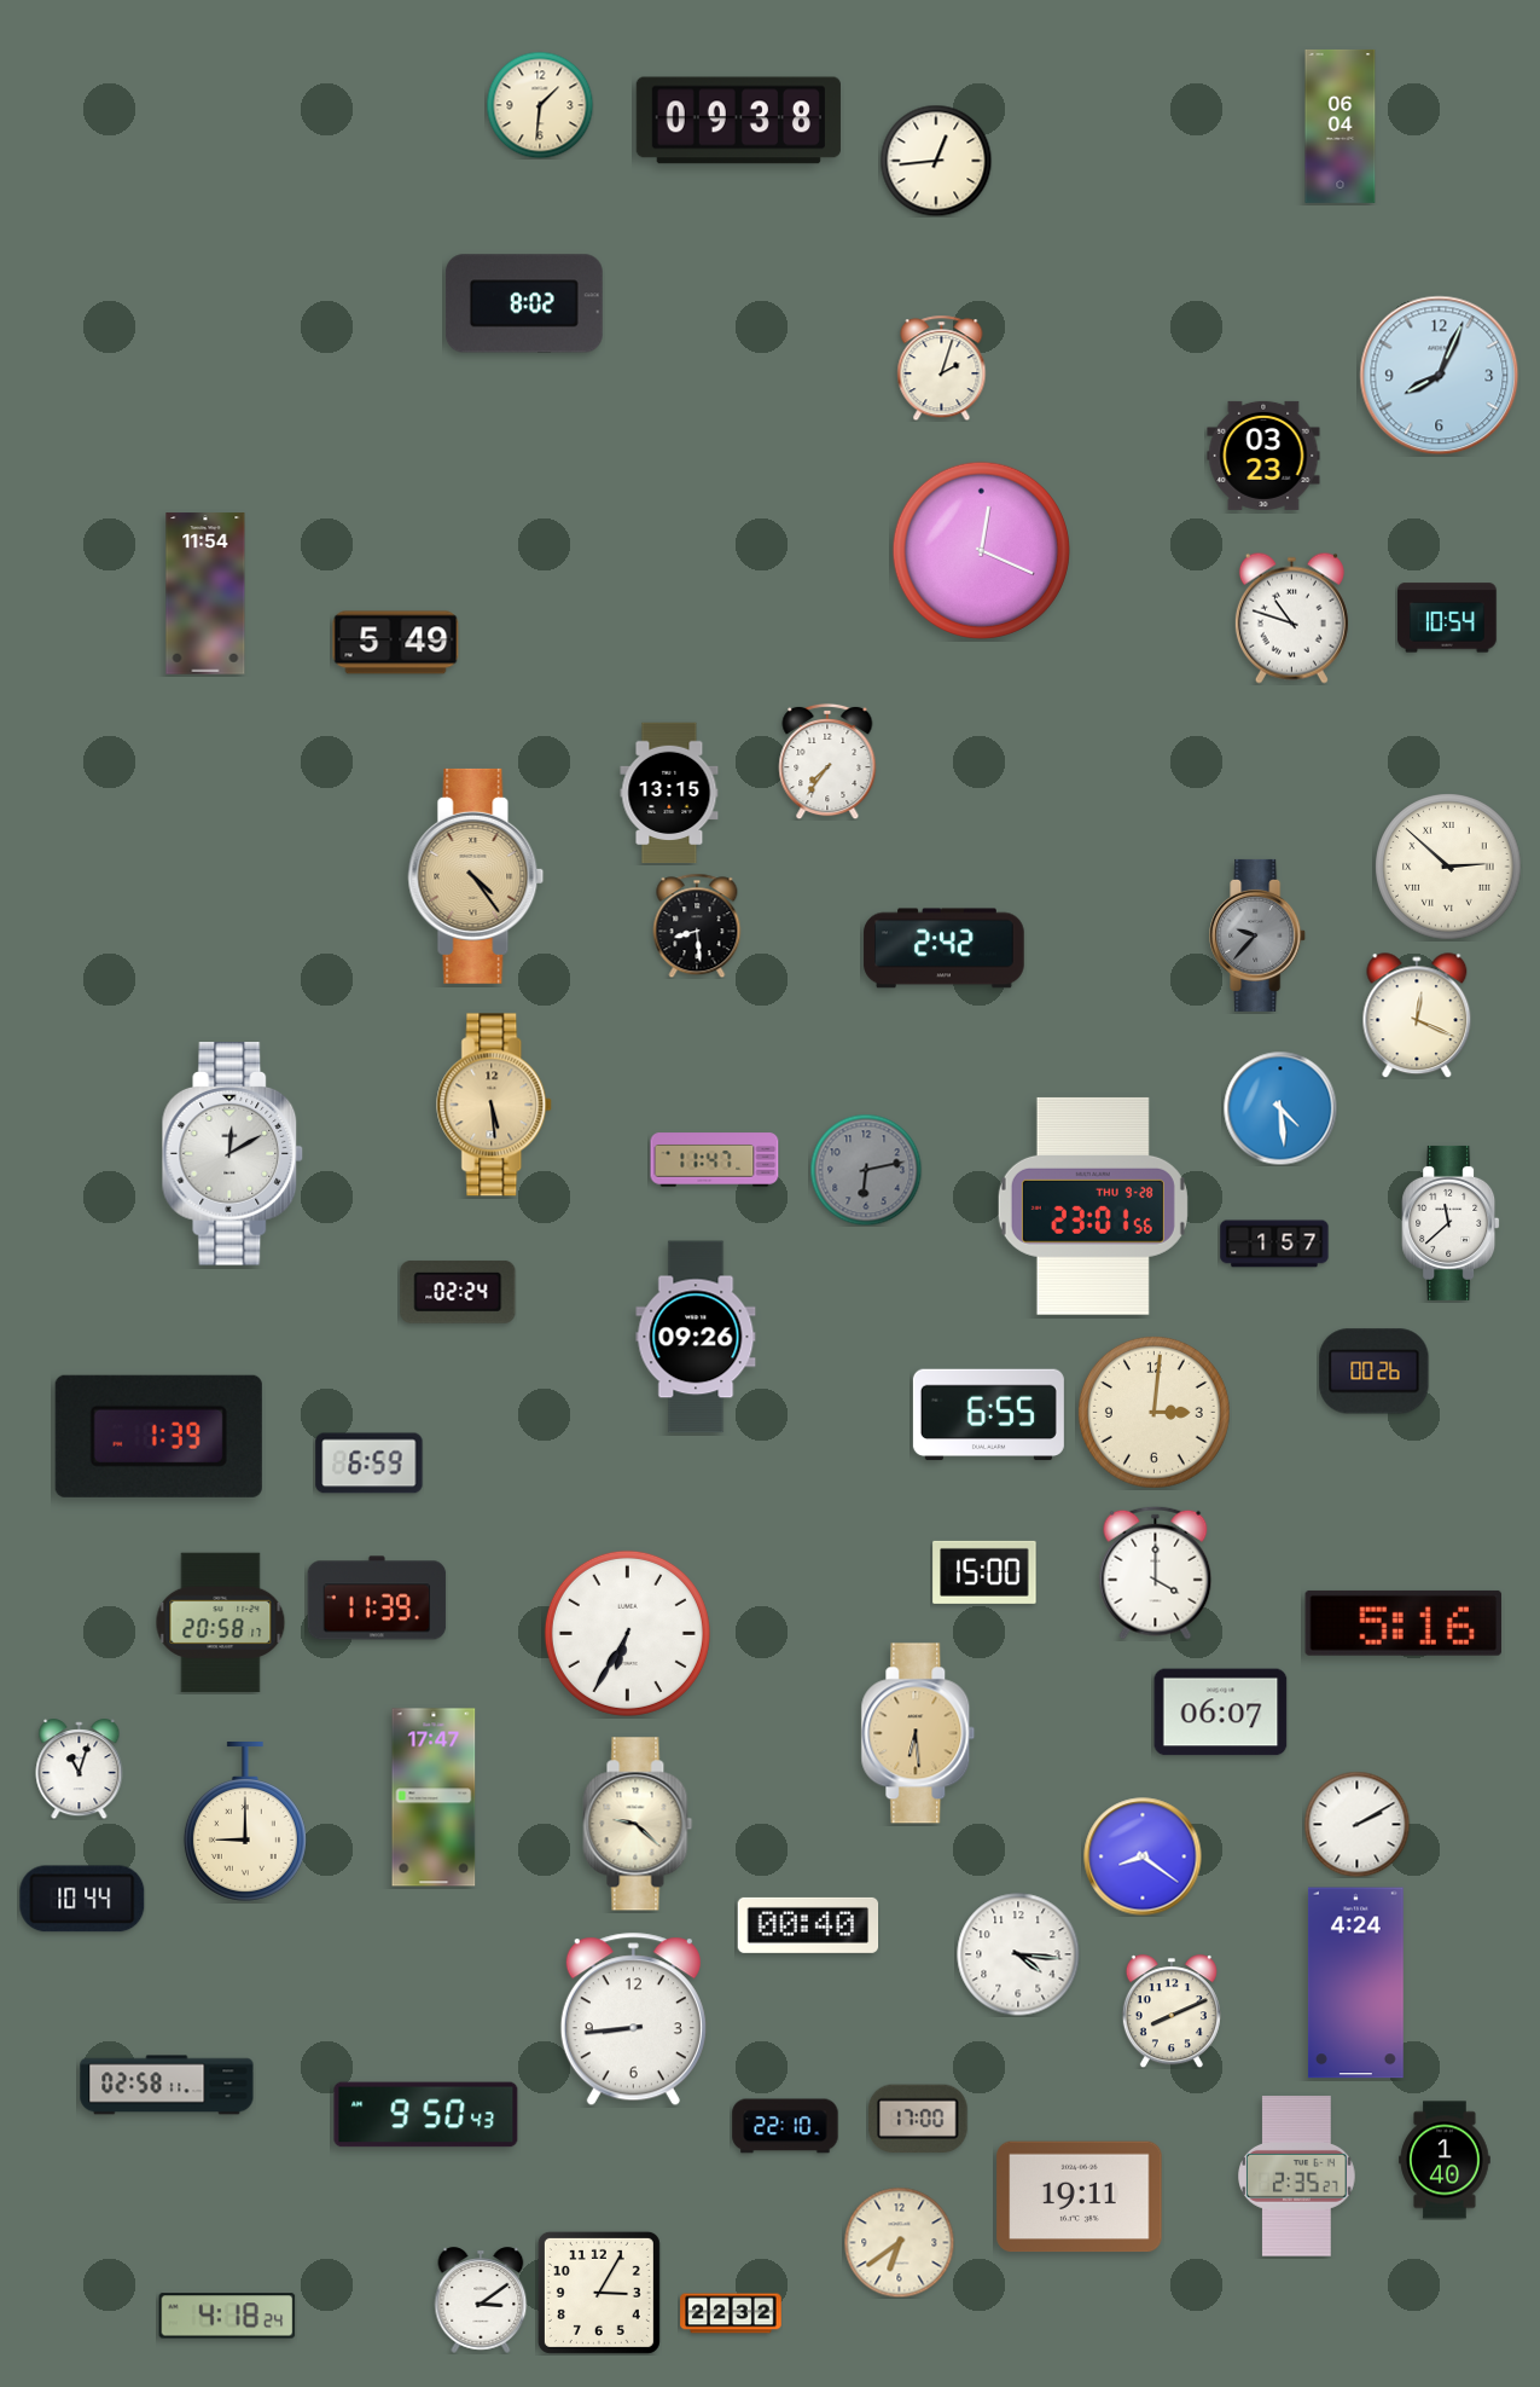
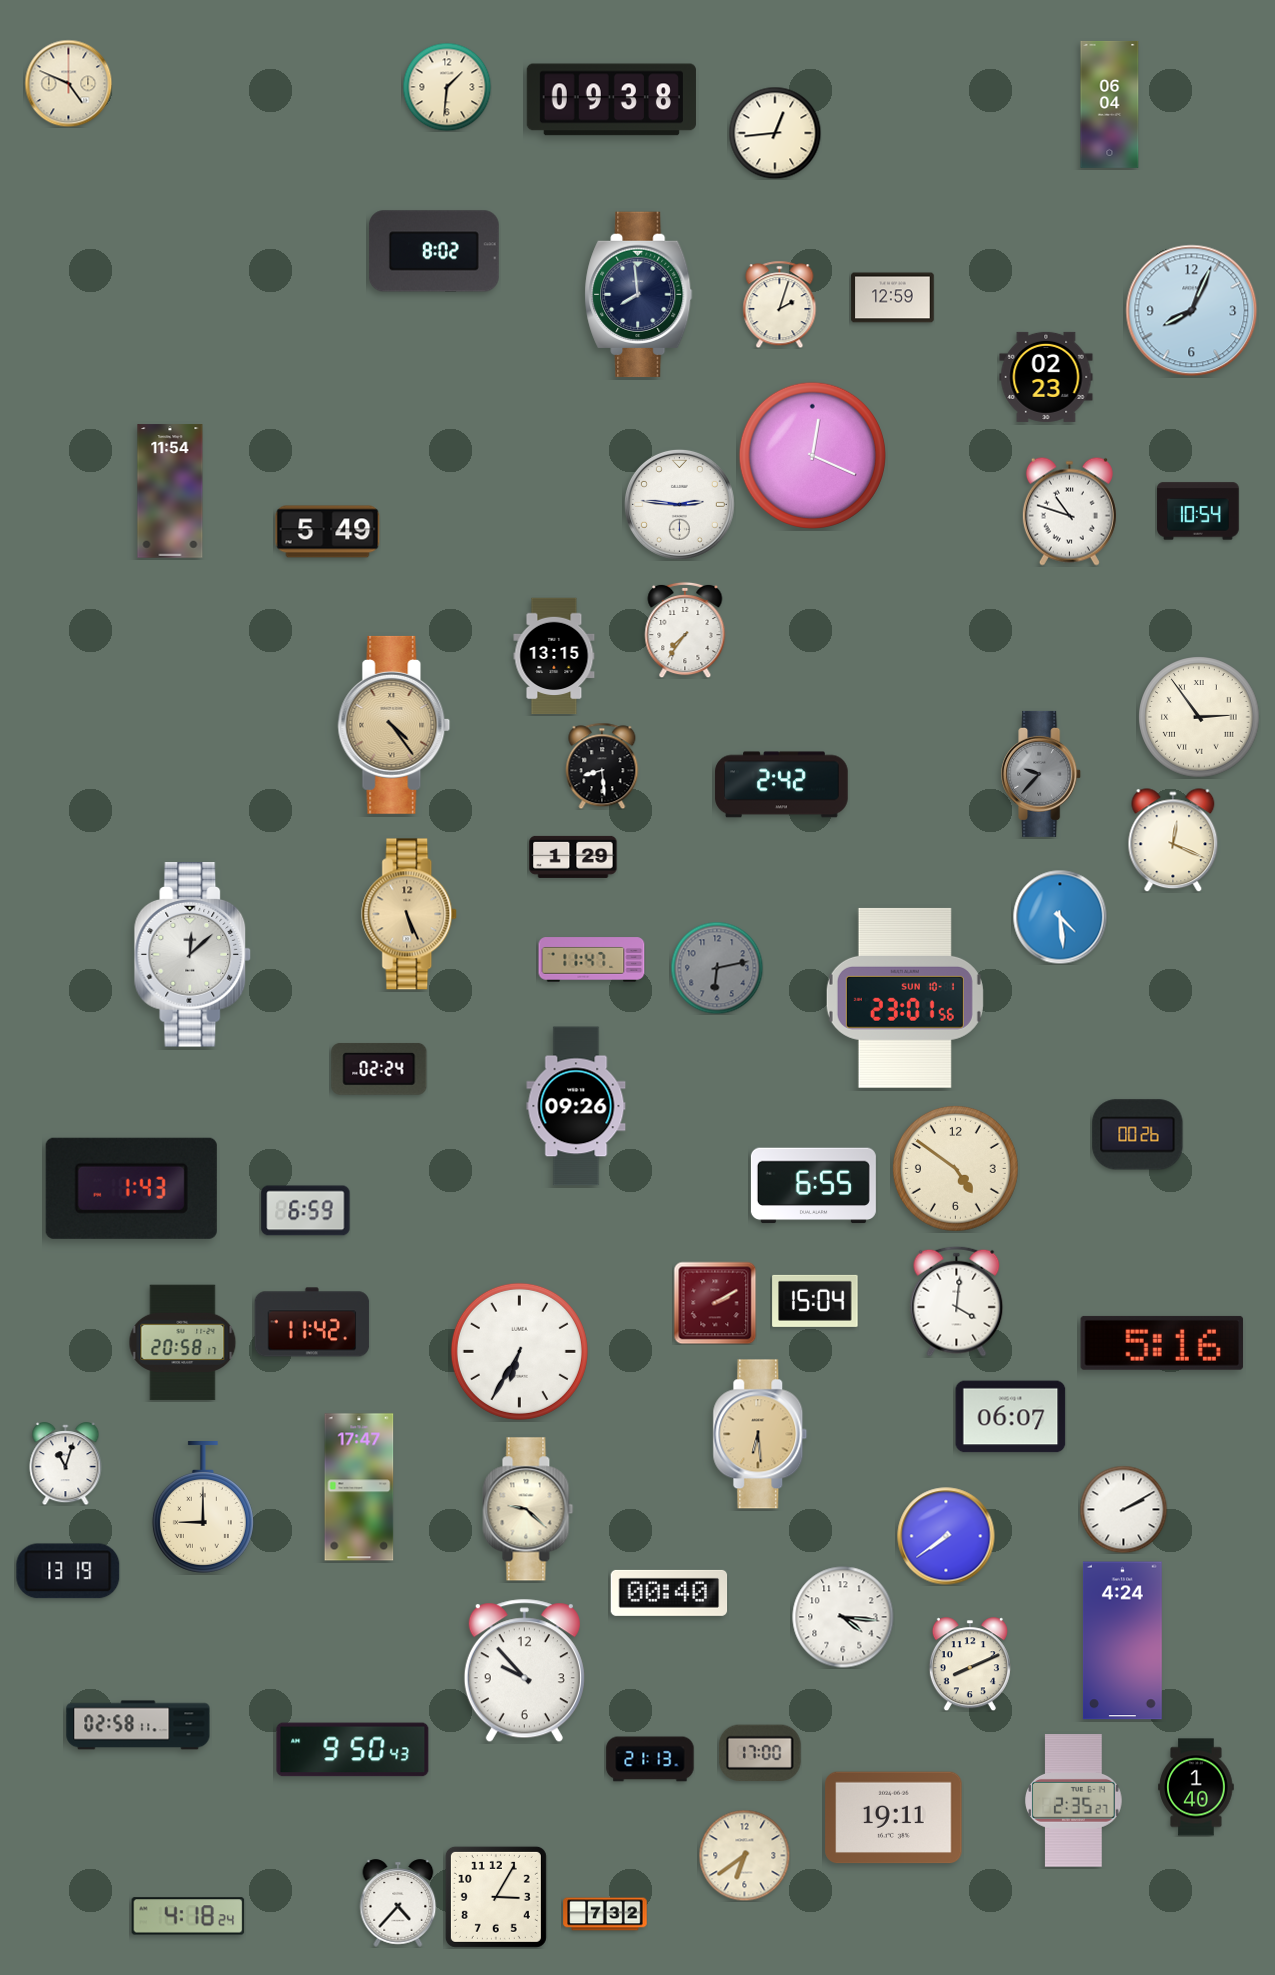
clock at (68, 83): none -> 4:49
clock at (639, 295): none -> 7:59
clock at (893, 298): none -> 12:59
clock at (1263, 456): 03:23 -> 02:23
clock at (679, 504): none -> 2:46
clock at (1448, 867): 2:52 -> 2:54
clock at (697, 926) position: (697, 926) -> (602, 766)
clock at (573, 857): none -> 1:29
clock at (495, 1105): 5:29 -> 5:26
clock at (233, 1154): 12:10 -> 12:08
clock at (1093, 1206) date: THU 9-28 -> SUN 10-1
clock at (1451, 1223): 11:38 -> none
clock at (1274, 1244): 1:57 -> none
clock at (1155, 1413): 3:01 -> 4:51
clock at (988, 1415) position: (988, 1415) -> (813, 1186)
clock at (158, 1436): 1:39 -> 1:43
clock at (984, 1572): 15:00 -> 15:04
clock at (1156, 1572): 4:00 -> 4:01
clock at (715, 1303): none -> 2:10
clock at (377, 1598): 11:39 -> 11:42
clock at (1143, 1856): 8:21 -> 7:39
clock at (82, 1899): 10:44 -> 13:19
clock at (633, 2020): 8:44 -> 9:53
clock at (785, 2126): 22:10 -> 21:13
clock at (481, 2300): 3:09 -> 4:37
clock at (731, 2313): 22:32 -> 7:32
